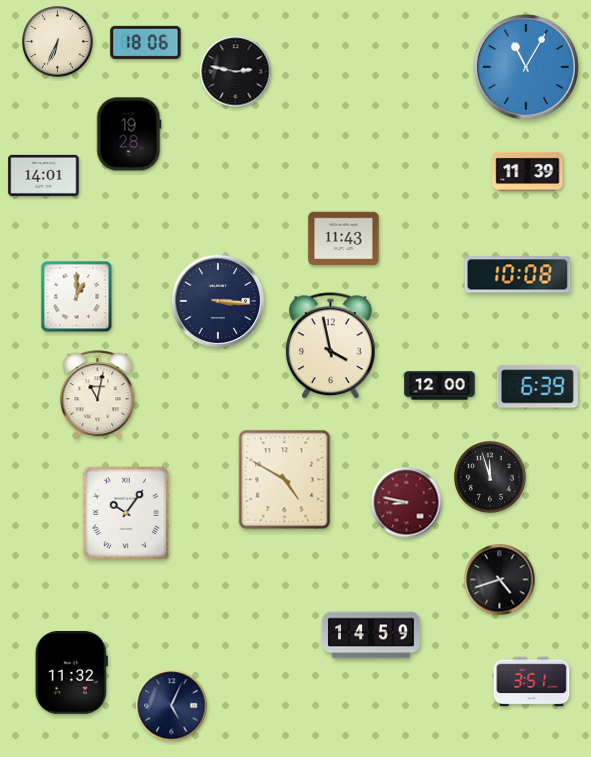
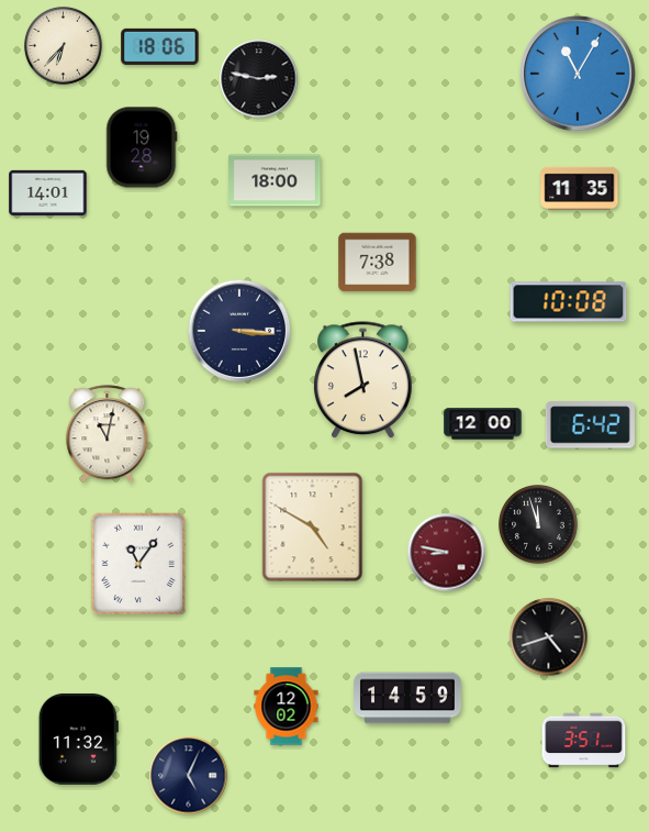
clock at (58, 42): 6:34 -> 6:37
clock at (275, 180): none -> 18:00
clock at (528, 171): 11:39 -> 11:35
clock at (344, 239): 11:43 -> 7:38
clock at (77, 297): 1:00 -> none
clock at (331, 346): 3:58 -> 7:58
clock at (537, 387): 6:39 -> 6:42
clock at (126, 513): 10:06 -> 11:06
clock at (287, 707): none -> 12:02
clock at (532, 682) position: (532, 682) -> (584, 741)
